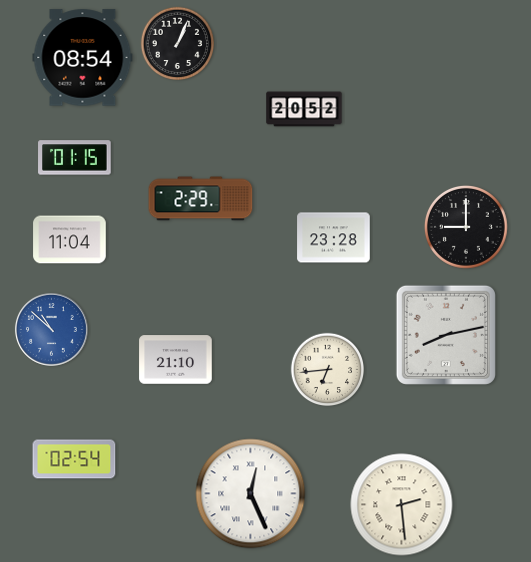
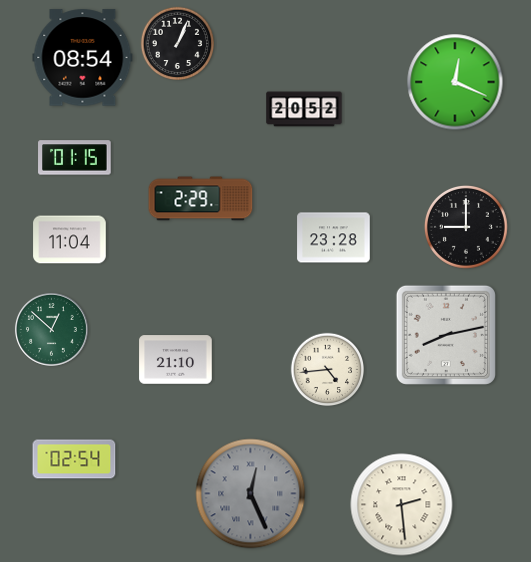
clock at (455, 82): none -> 12:19
clock at (51, 329): 10:52 -> 12:52
clock at (51, 329) dial: blue -> green
clock at (328, 370): 6:44 -> 4:44
clock at (251, 494) dial: white -> grey
